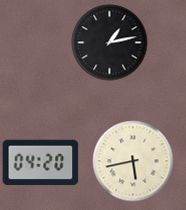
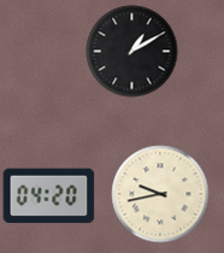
clock at (110, 43): 1:13 -> 1:10
clock at (133, 161): 5:43 -> 9:43
